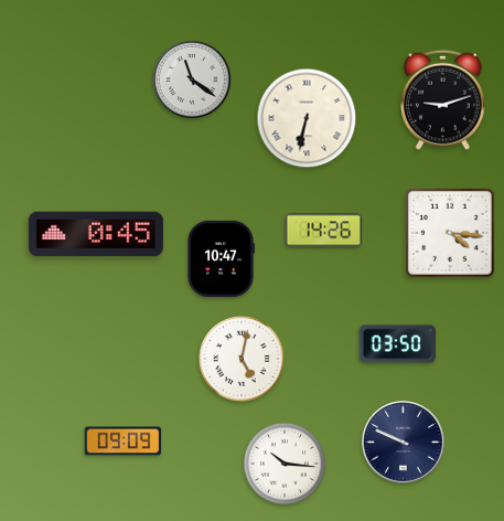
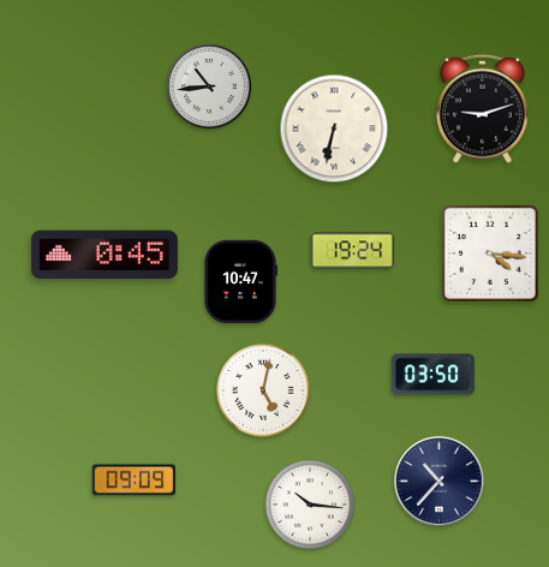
clock at (192, 79): 11:21 -> 10:44
clock at (323, 231): 14:26 -> 19:24
clock at (404, 443): 9:49 -> 10:37
